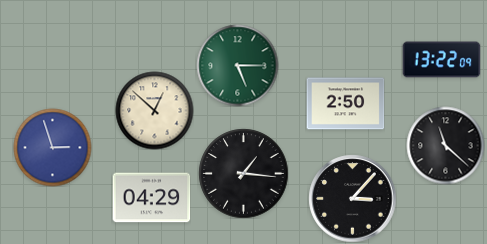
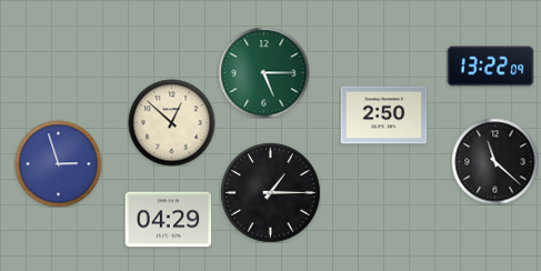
clock at (243, 173): 1:16 -> 1:15
clock at (352, 198): 3:07 -> none
